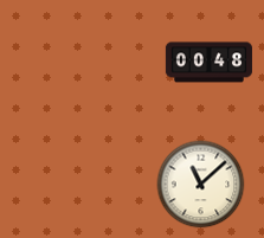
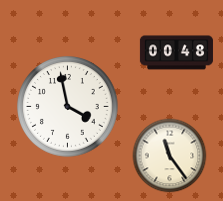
clock at (68, 107): none -> 3:58
clock at (201, 185): 11:08 -> 11:24
